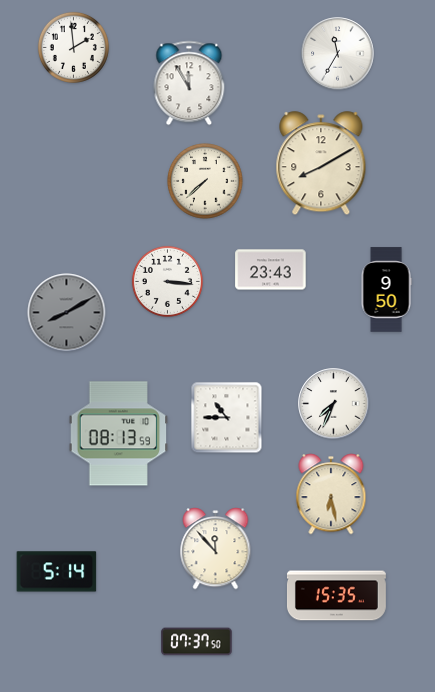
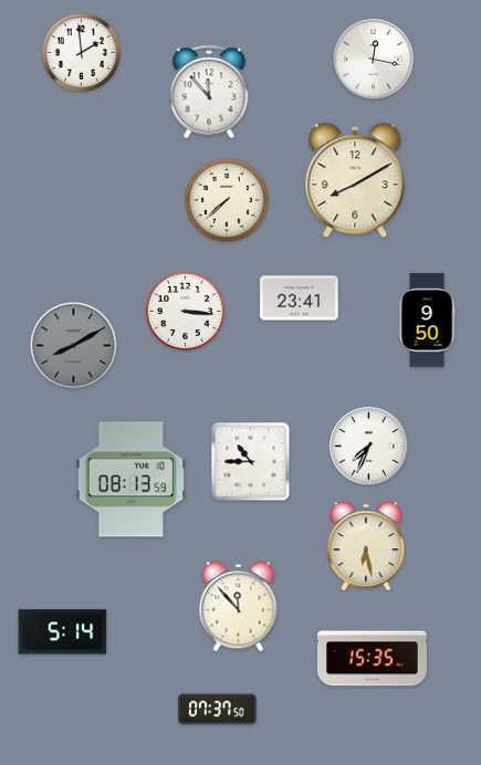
clock at (338, 54): 11:35 -> 12:17
clock at (189, 83): 11:55 -> 11:53
clock at (271, 270): 23:43 -> 23:41
